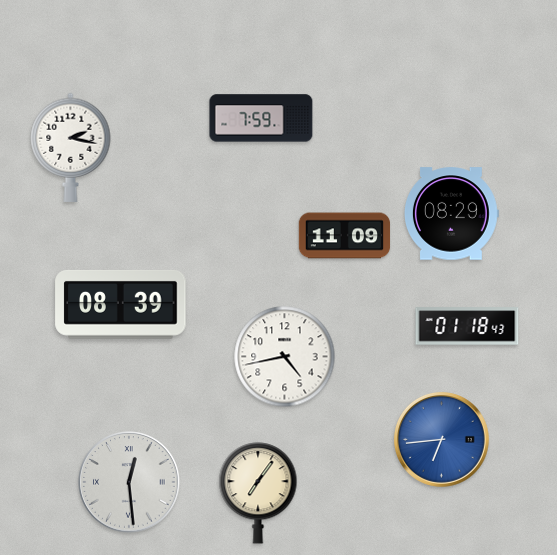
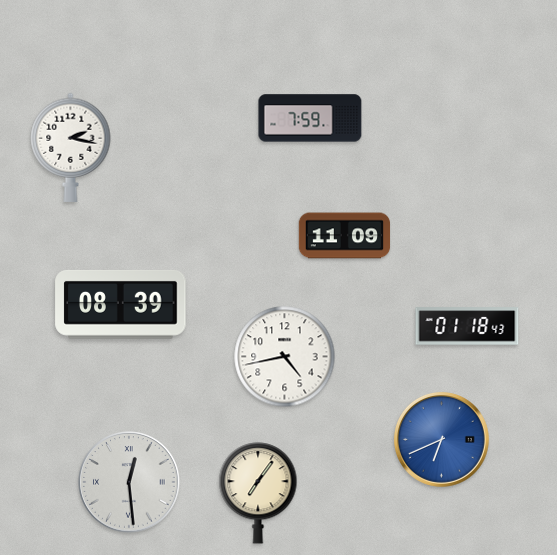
clock at (261, 118) position: (261, 118) -> (310, 118)
clock at (451, 214): 08:29 -> none
clock at (441, 439): 6:44 -> 6:41
